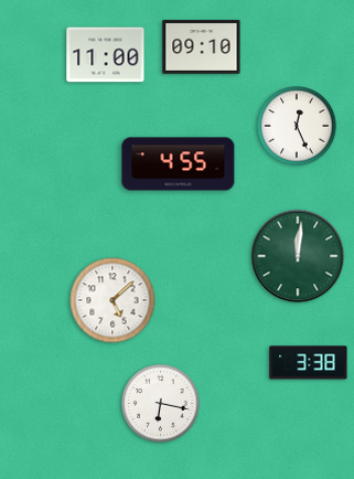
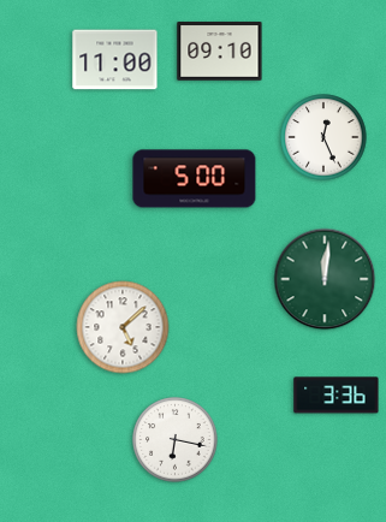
clock at (179, 164): 4:55 -> 5:00
clock at (309, 363): 3:38 -> 3:36
